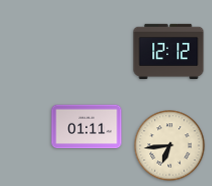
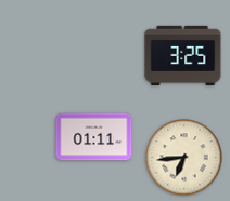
clock at (169, 51): 12:12 -> 3:25
